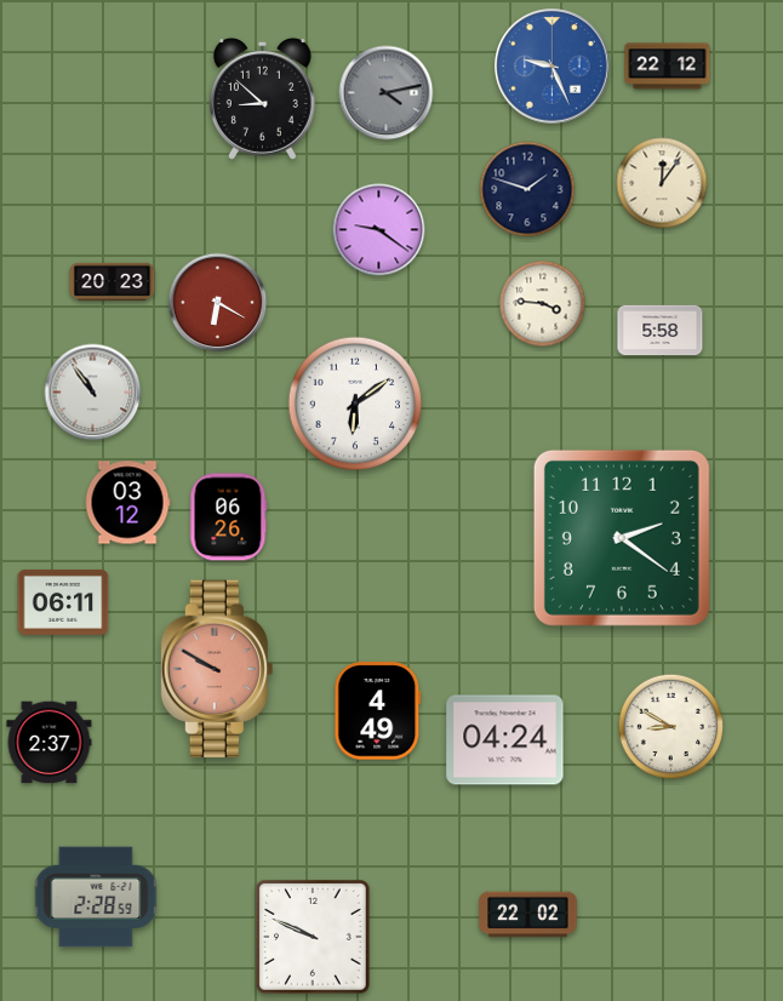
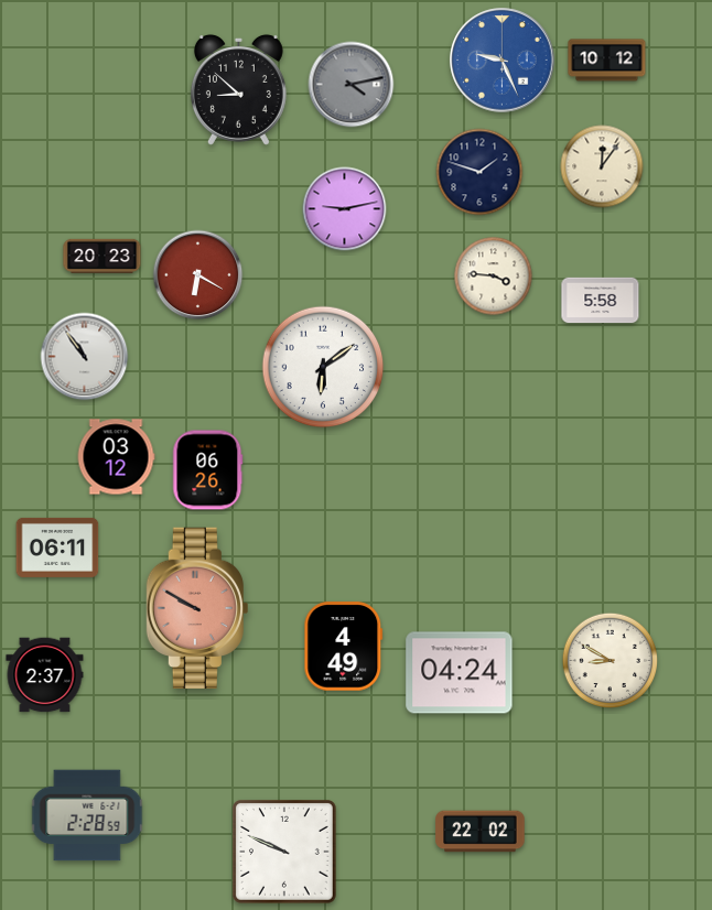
clock at (668, 67): 22:12 -> 10:12
clock at (379, 230): 9:21 -> 9:13
clock at (622, 538): 2:21 -> none
